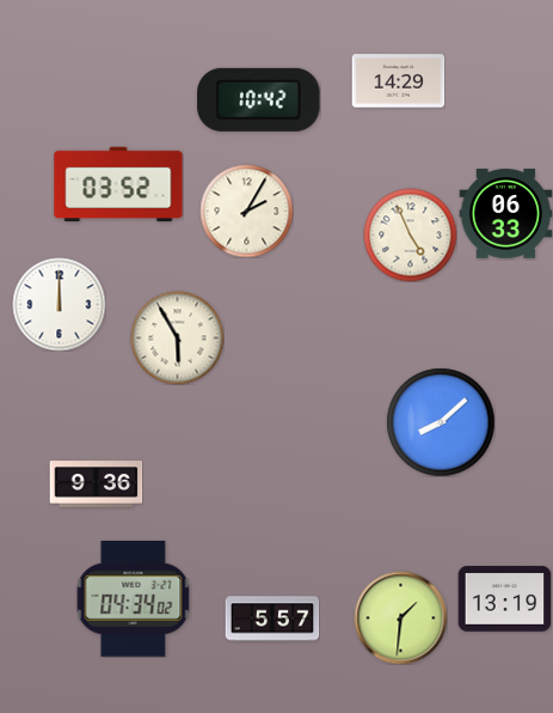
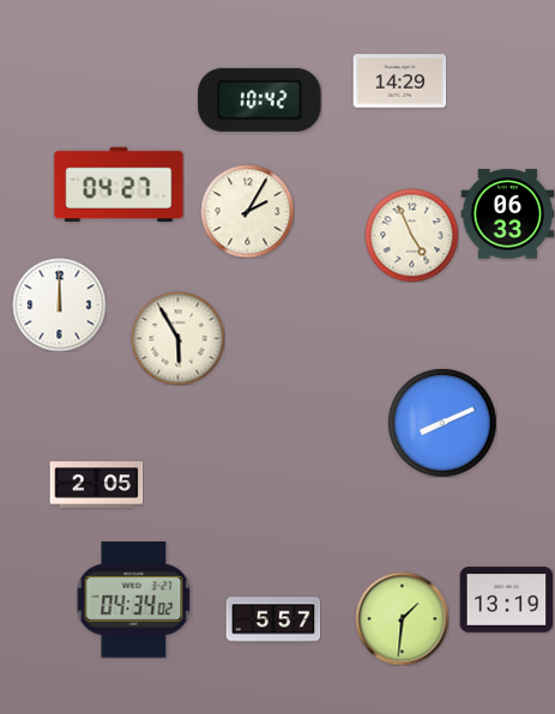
clock at (118, 184): 03:52 -> 04:27
clock at (441, 422): 8:08 -> 8:11
clock at (96, 485): 9:36 -> 2:05
